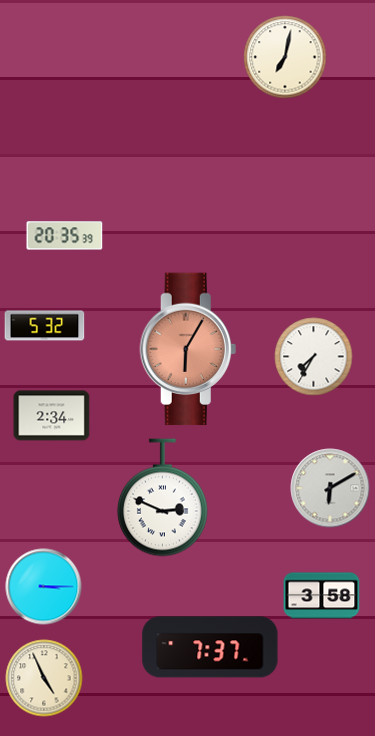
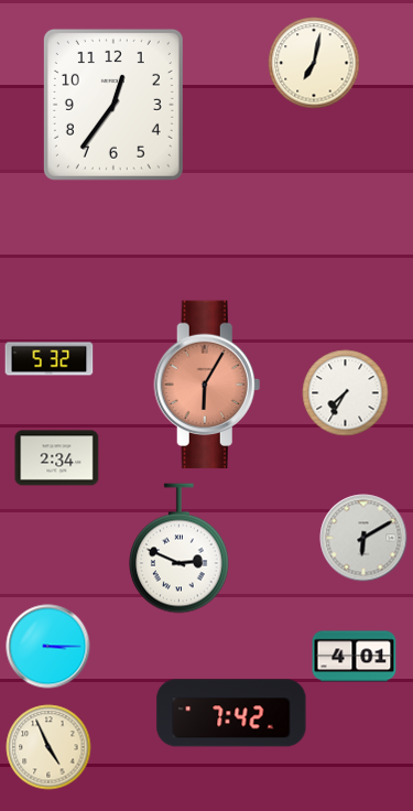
clock at (113, 105): none -> 12:36
clock at (65, 236): 20:35 -> none
clock at (322, 596): 3:58 -> 4:01
clock at (210, 647): 7:37 -> 7:42
